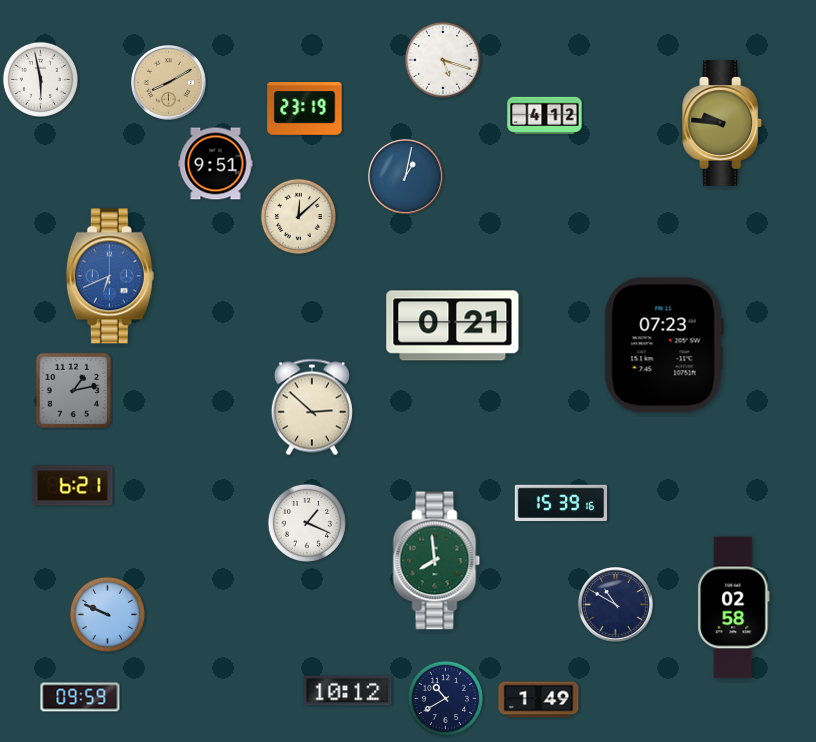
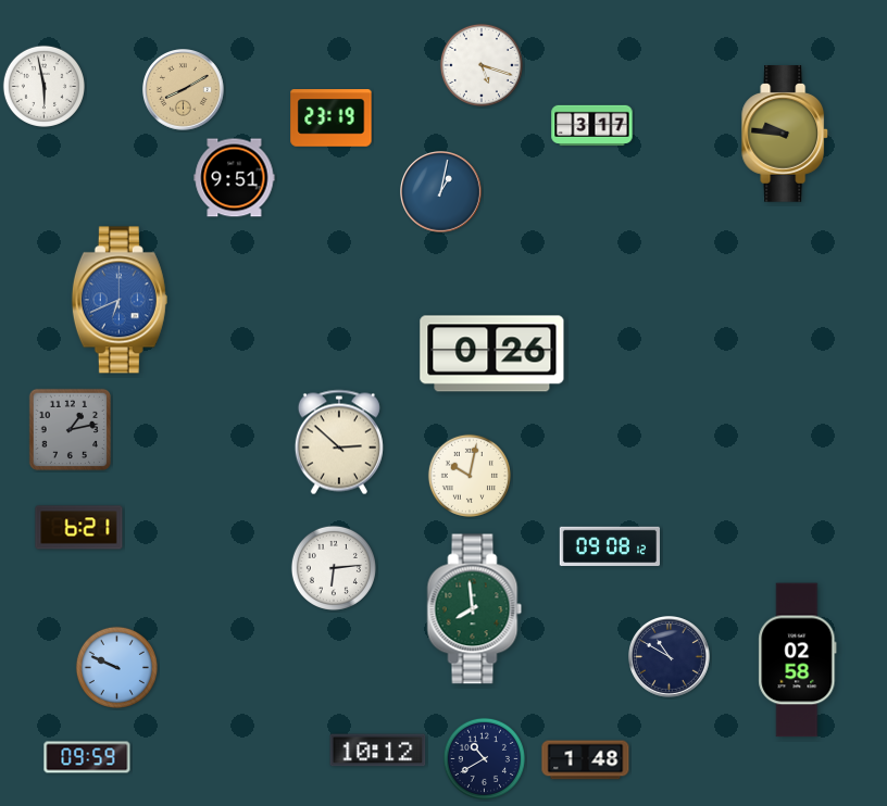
clock at (545, 116): 4:12 -> 3:17
clock at (298, 216): 12:08 -> none
clock at (453, 326): 0:21 -> 0:26
clock at (664, 345): 07:23 -> none
clock at (74, 391) position: (74, 391) -> (71, 430)
clock at (470, 476): none -> 10:02
clock at (560, 503): 15:39 -> 09:08
clock at (307, 523): 1:19 -> 6:14
clock at (539, 700): 1:49 -> 1:48
